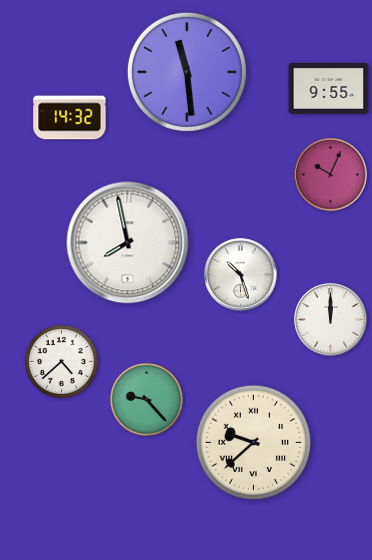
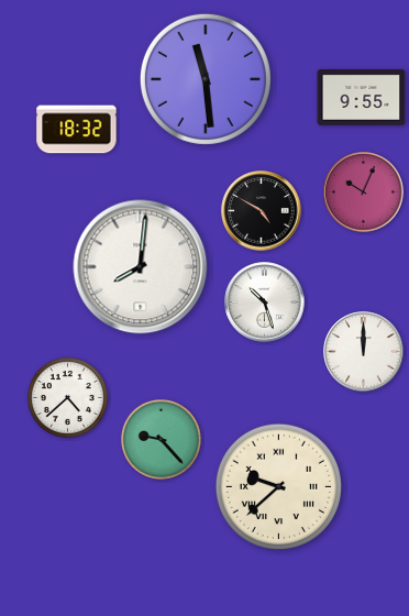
clock at (70, 118): 14:32 -> 18:32
clock at (262, 211): none -> 4:50
clock at (128, 243): 7:58 -> 8:01
